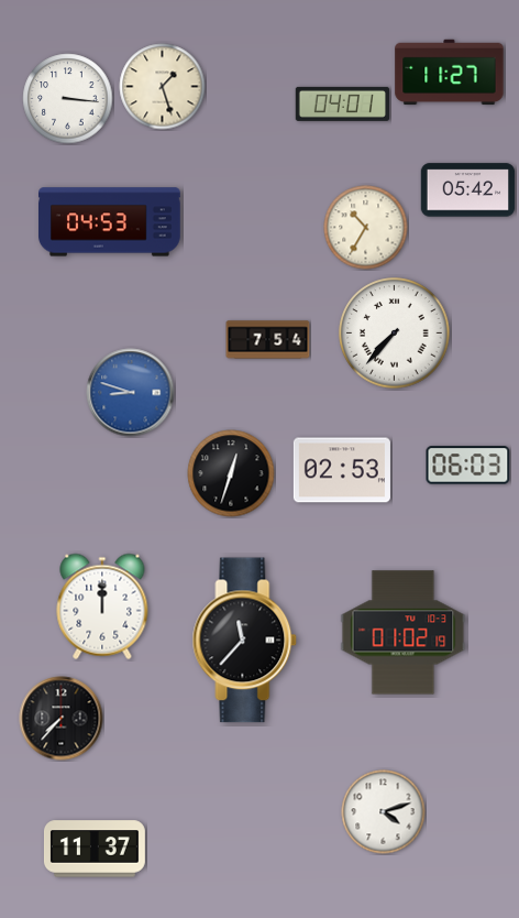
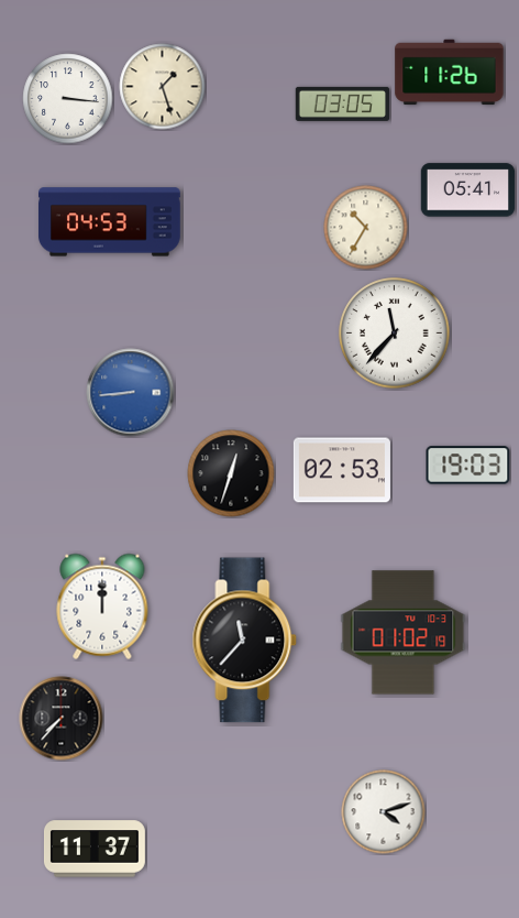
clock at (450, 73): 11:27 -> 11:26
clock at (343, 103): 04:01 -> 03:05
clock at (468, 190): 05:42 -> 05:41
clock at (395, 334): 7:37 -> 11:37
clock at (268, 340): 7:54 -> none
clock at (131, 393): 8:48 -> 8:44
clock at (468, 466): 06:03 -> 19:03
